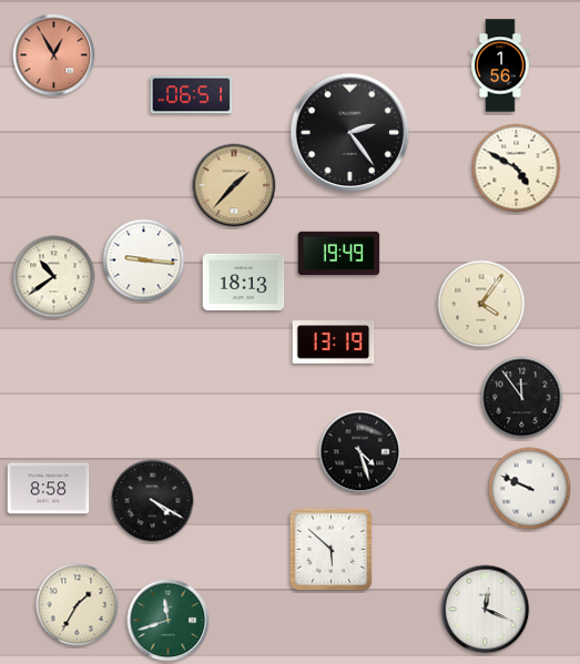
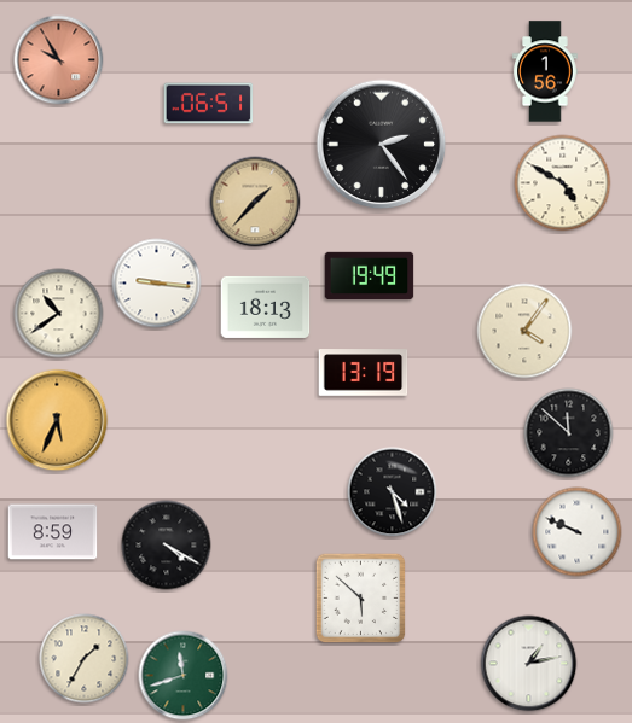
clock at (54, 55): 12:55 -> 9:55
clock at (54, 277) position: (54, 277) -> (59, 314)
clock at (57, 420): none -> 5:34
clock at (522, 398): 11:54 -> 11:52
clock at (49, 489): 8:58 -> 8:59
clock at (486, 610): 12:19 -> 1:13
